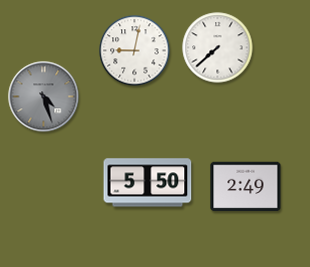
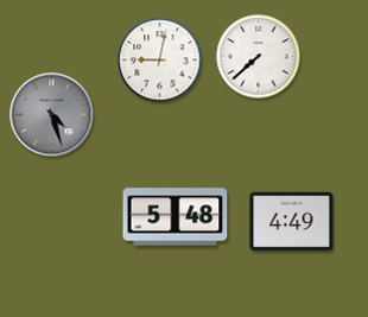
clock at (148, 183): 5:50 -> 5:48
clock at (246, 187): 2:49 -> 4:49
